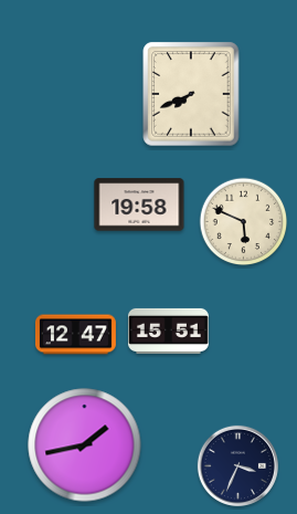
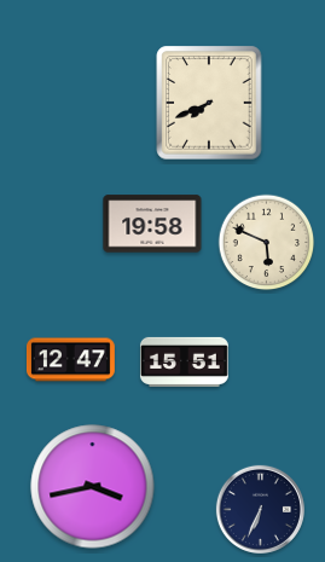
clock at (75, 335) position: (75, 335) -> (70, 360)
clock at (85, 445): 1:43 -> 3:43
clock at (237, 465): 3:34 -> 6:34
